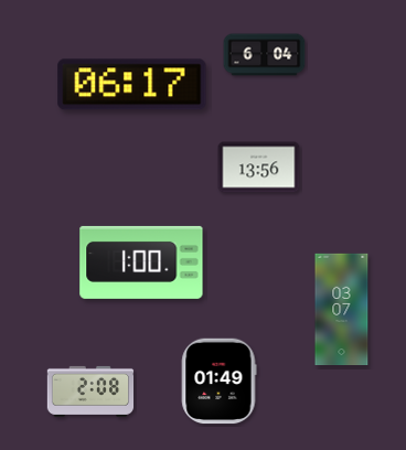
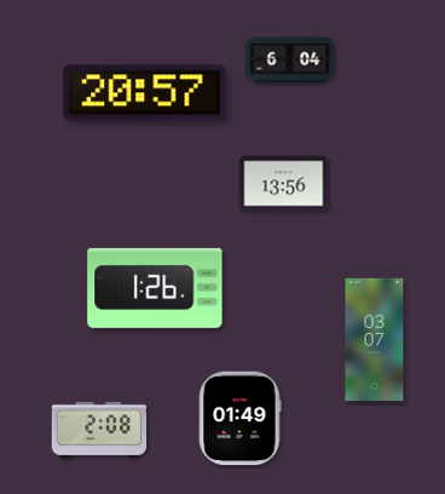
clock at (132, 85): 06:17 -> 20:57
clock at (141, 262): 1:00 -> 1:26
